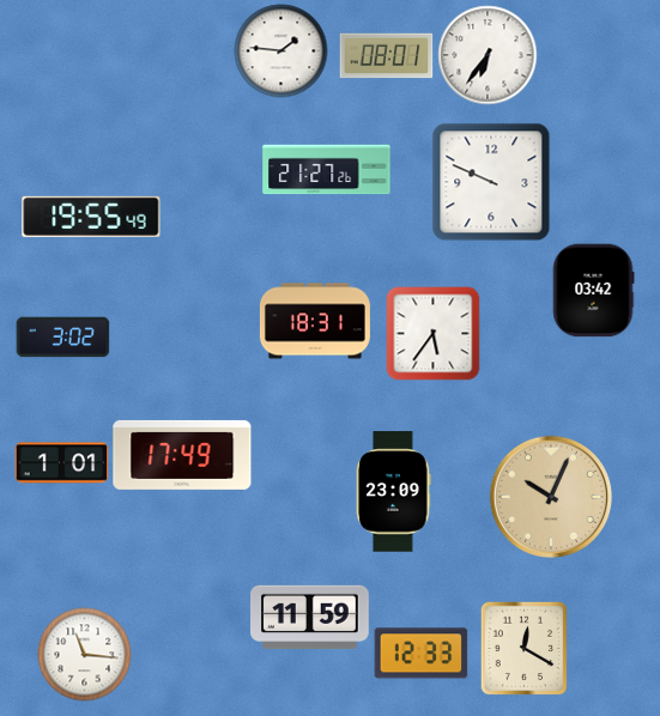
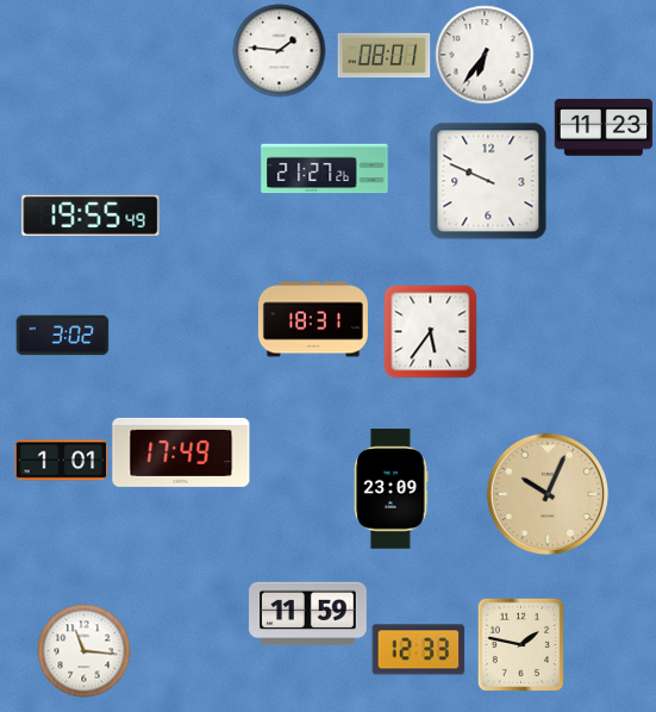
clock at (604, 127): none -> 11:23
clock at (593, 290): 03:42 -> none
clock at (525, 648): 12:20 -> 1:47
